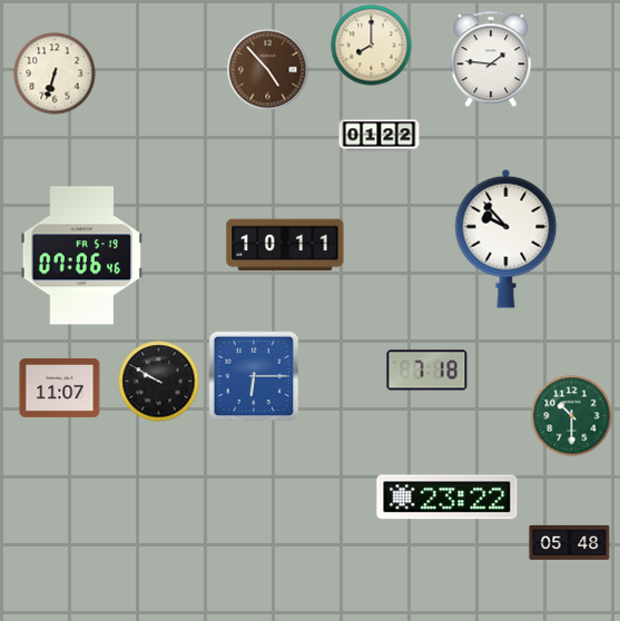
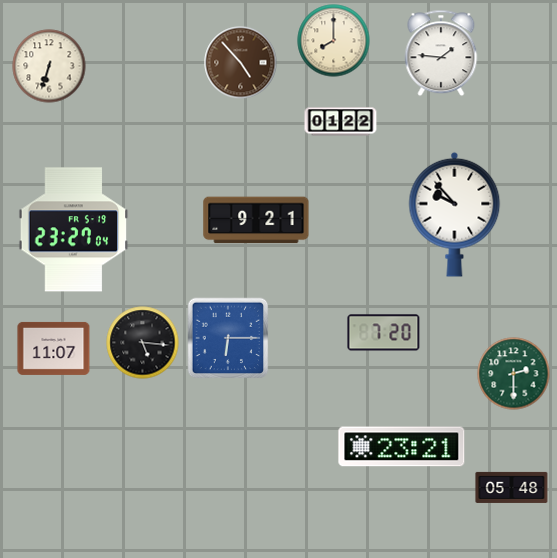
clock at (285, 245): 10:11 -> 9:21
clock at (82, 256): 07:06 -> 23:27
clock at (427, 371): 7:18 -> 7:20
clock at (159, 382): 9:50 -> 5:16
clock at (572, 416): 10:30 -> 2:30
clock at (447, 497): 23:22 -> 23:21
